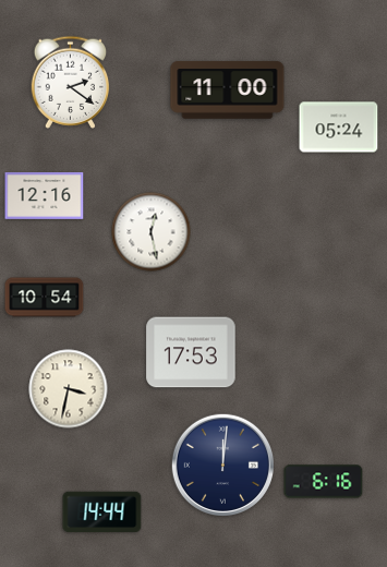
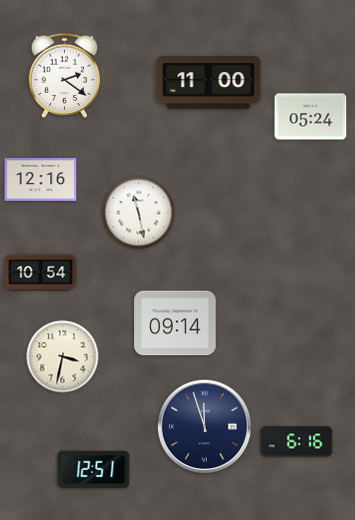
clock at (152, 232): 12:28 -> 11:28
clock at (191, 352): 17:53 -> 09:14
clock at (222, 465): 12:01 -> 11:57
clock at (102, 512): 14:44 -> 12:51
